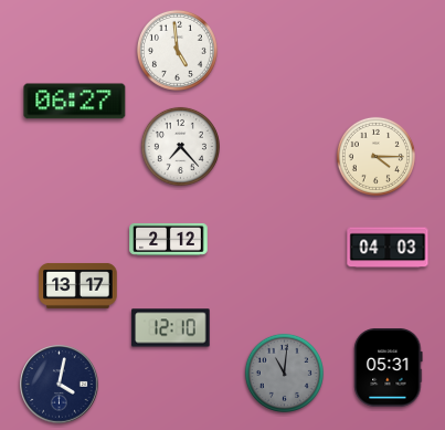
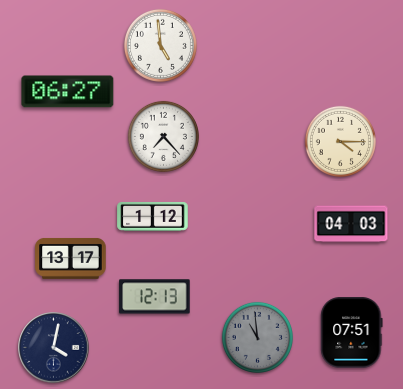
clock at (180, 146) position: (180, 146) -> (163, 136)
clock at (169, 239): 2:12 -> 1:12
clock at (171, 328): 12:10 -> 12:13
clock at (389, 368): 05:31 -> 07:51
clock at (284, 373): 11:01 -> 10:59
